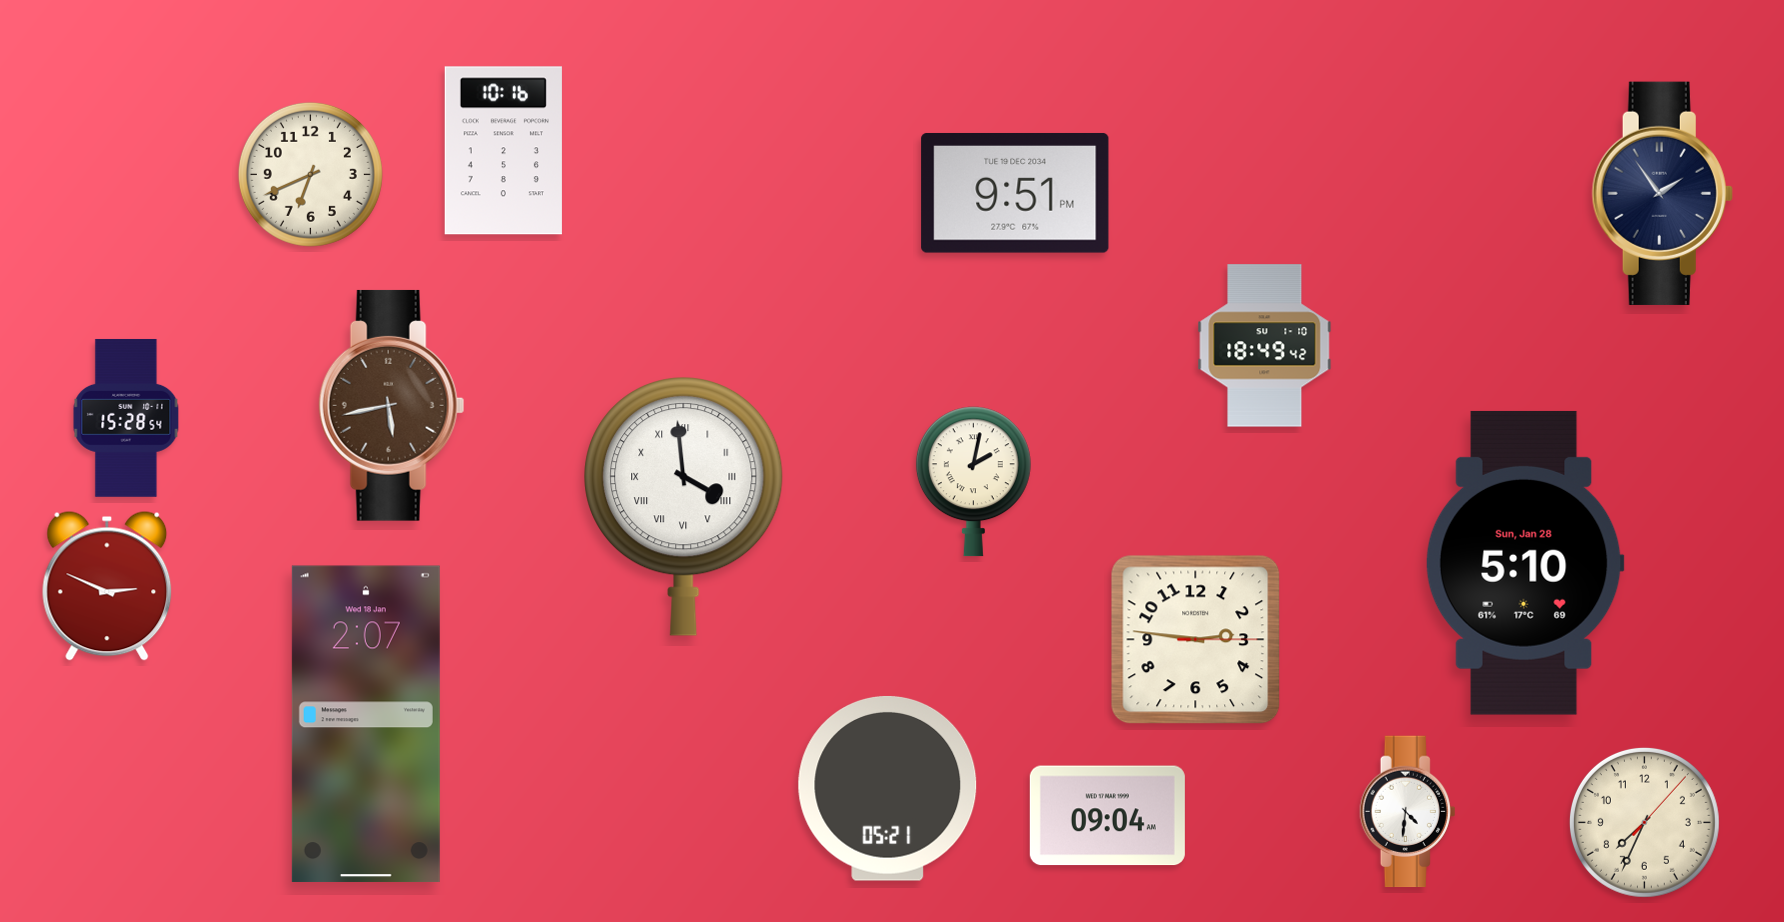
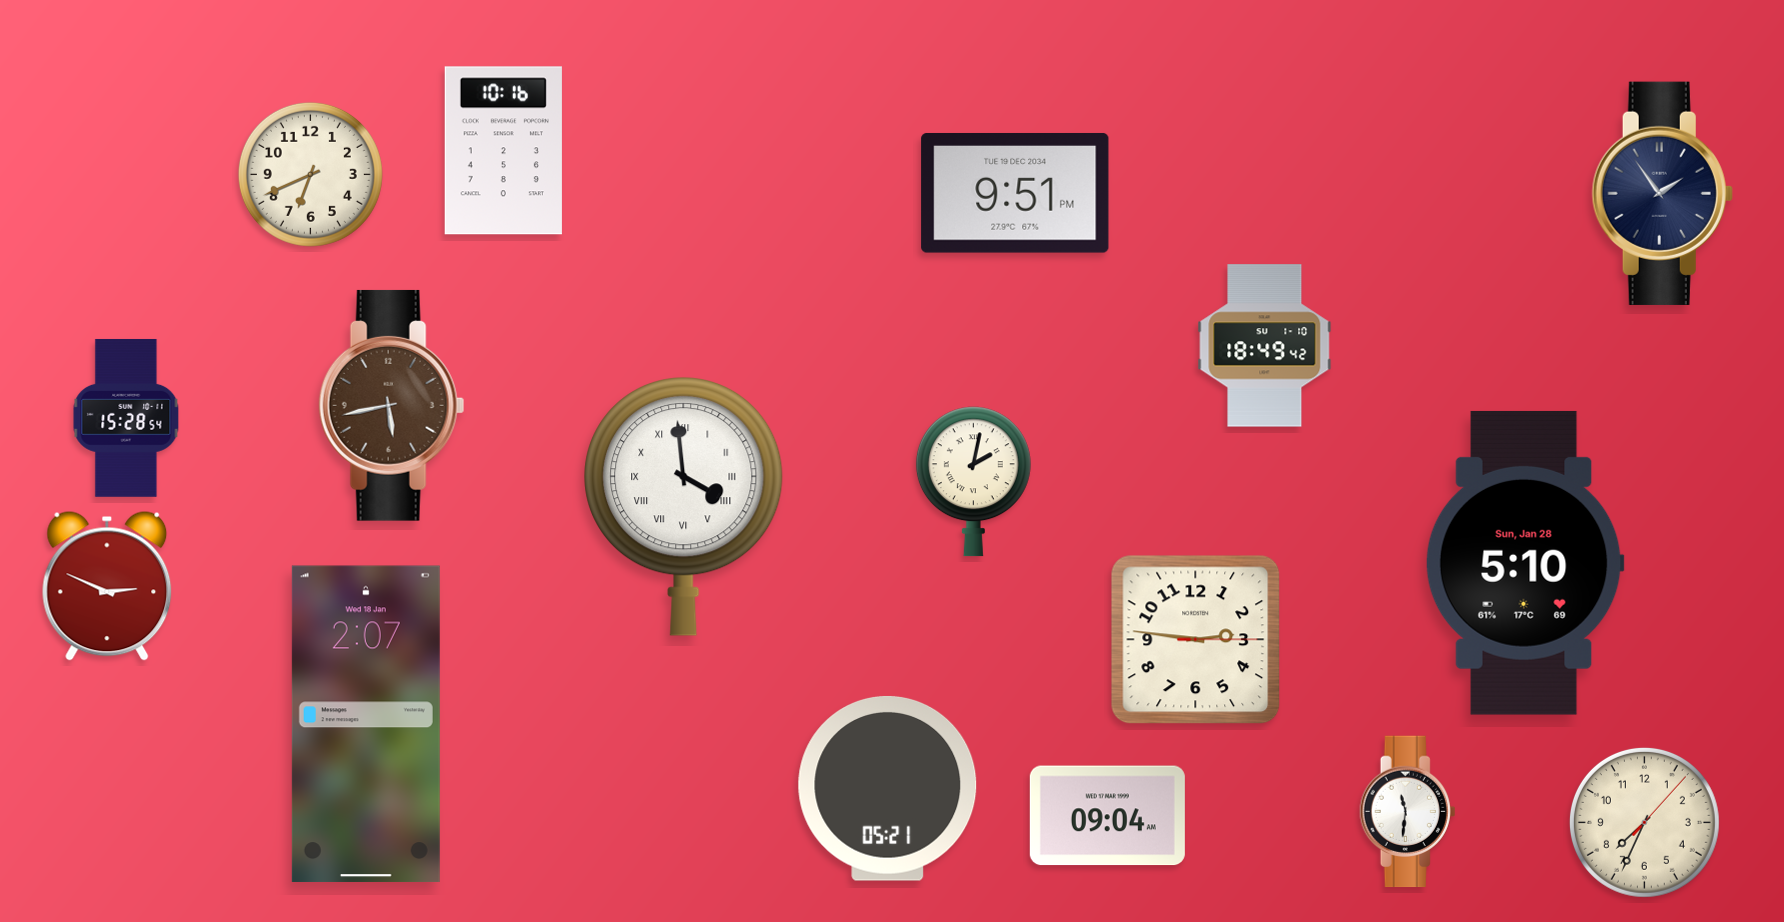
clock at (1408, 812): 4:31 -> 11:31
